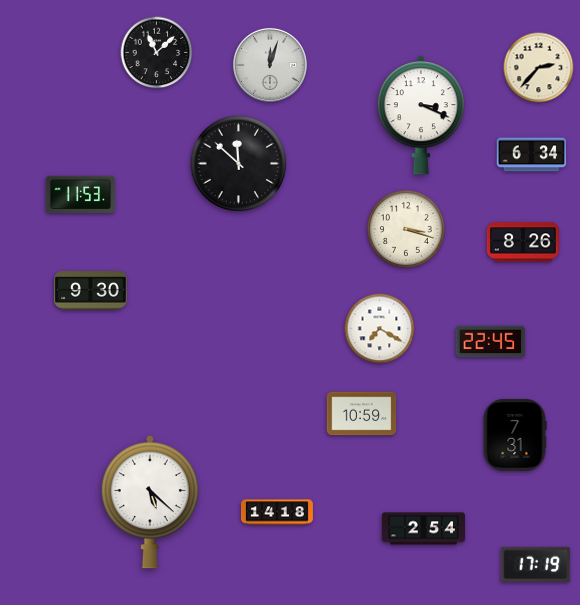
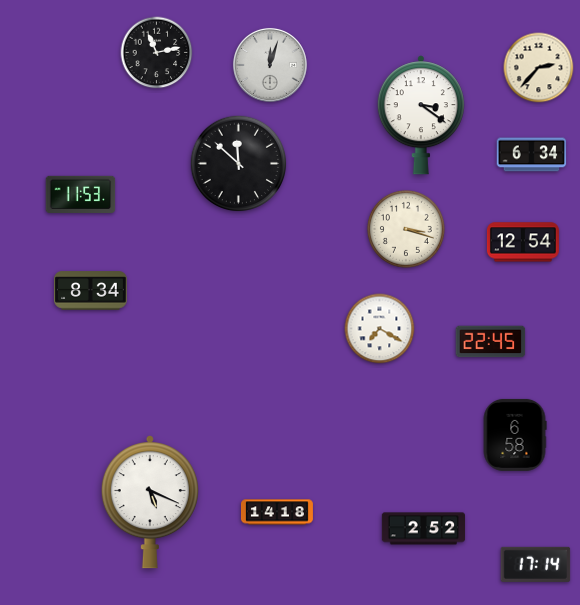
clock at (157, 53): 11:08 -> 11:13
clock at (421, 115): 3:19 -> 3:21
clock at (523, 242): 8:26 -> 12:54
clock at (91, 291): 9:30 -> 8:34
clock at (362, 414): 10:59 -> none
clock at (515, 435): 7:31 -> 6:58
clock at (150, 503): 5:22 -> 5:19
clock at (424, 529): 2:54 -> 2:52
clock at (536, 564): 17:19 -> 17:14
